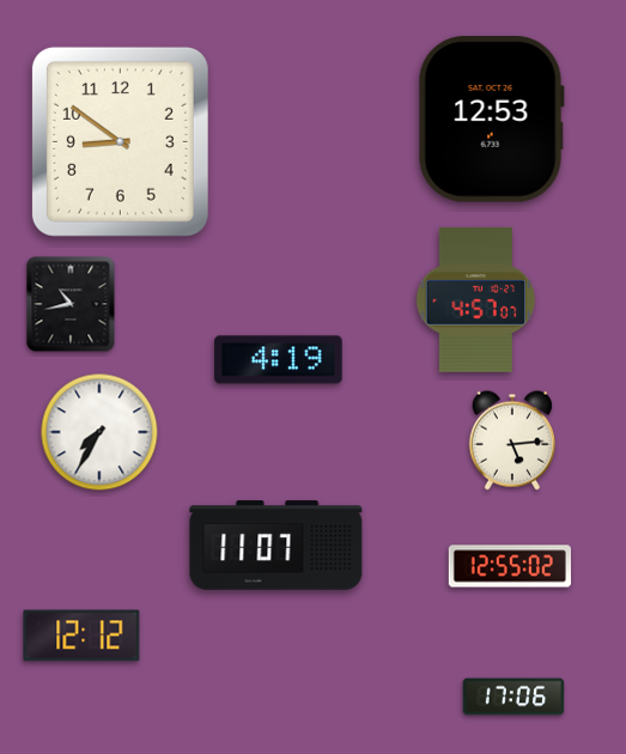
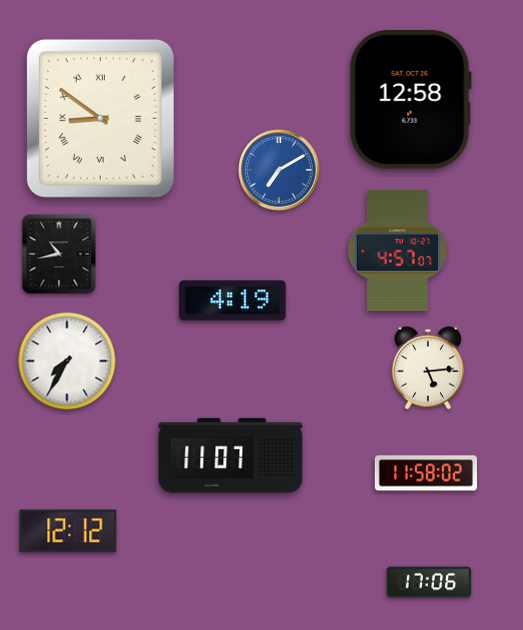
clock at (491, 120): 12:53 -> 12:58
clock at (120, 141) numerals: Arabic -> Roman
clock at (279, 170): none -> 7:10
clock at (99, 432) position: (99, 432) -> (67, 361)
clock at (509, 566): 12:55 -> 11:58
